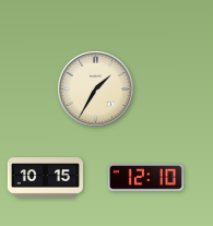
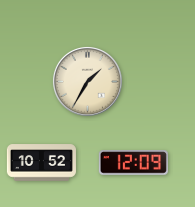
clock at (45, 178): 10:15 -> 10:52
clock at (145, 178): 12:10 -> 12:09
